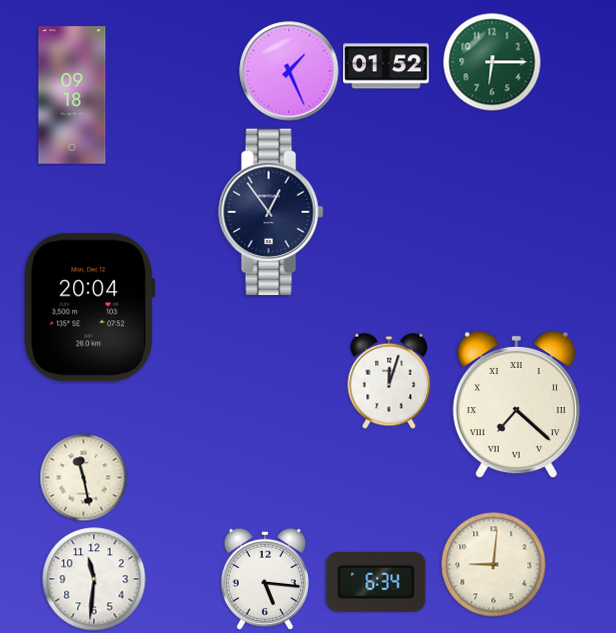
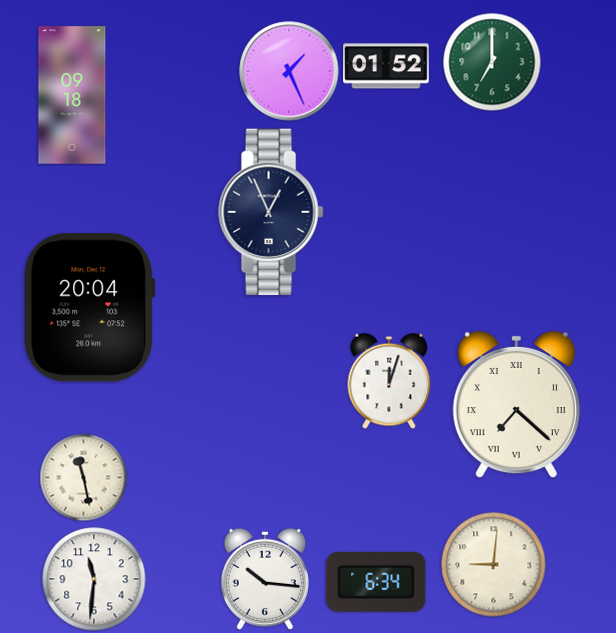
clock at (492, 62): 6:15 -> 7:00
clock at (271, 212): 12:54 -> 12:56
clock at (265, 579): 5:16 -> 10:16
